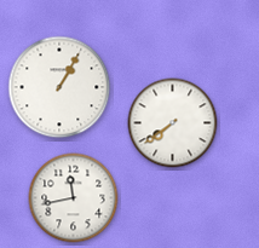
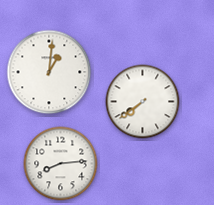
clock at (59, 87): 1:05 -> 1:01
clock at (74, 198): 11:43 -> 8:14
